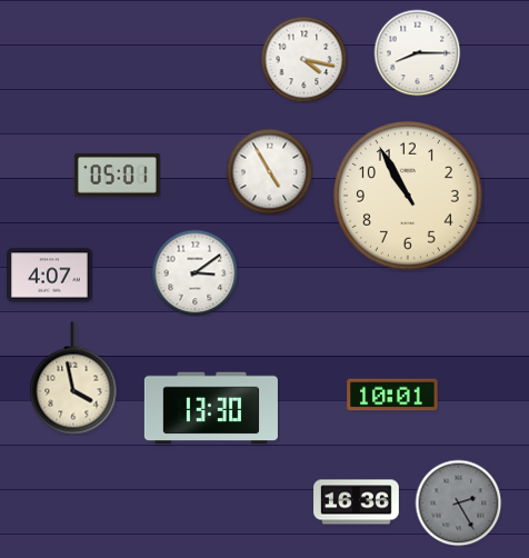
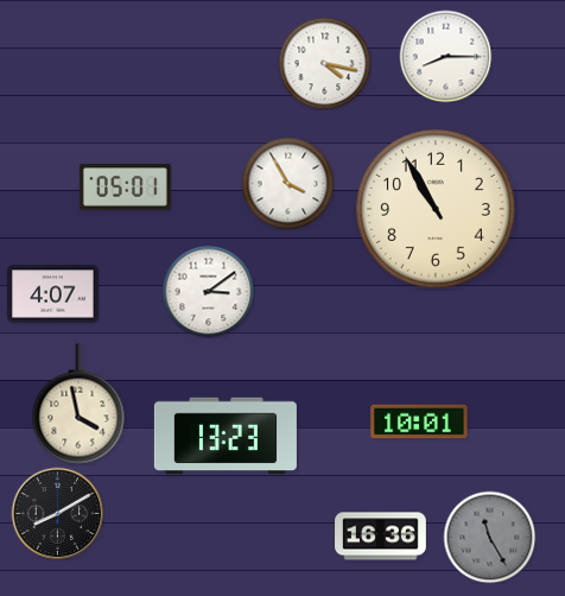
clock at (269, 171): 4:55 -> 3:55
clock at (211, 408): 13:30 -> 13:23
clock at (57, 513): none -> 8:10
clock at (458, 502): 2:25 -> 11:25
